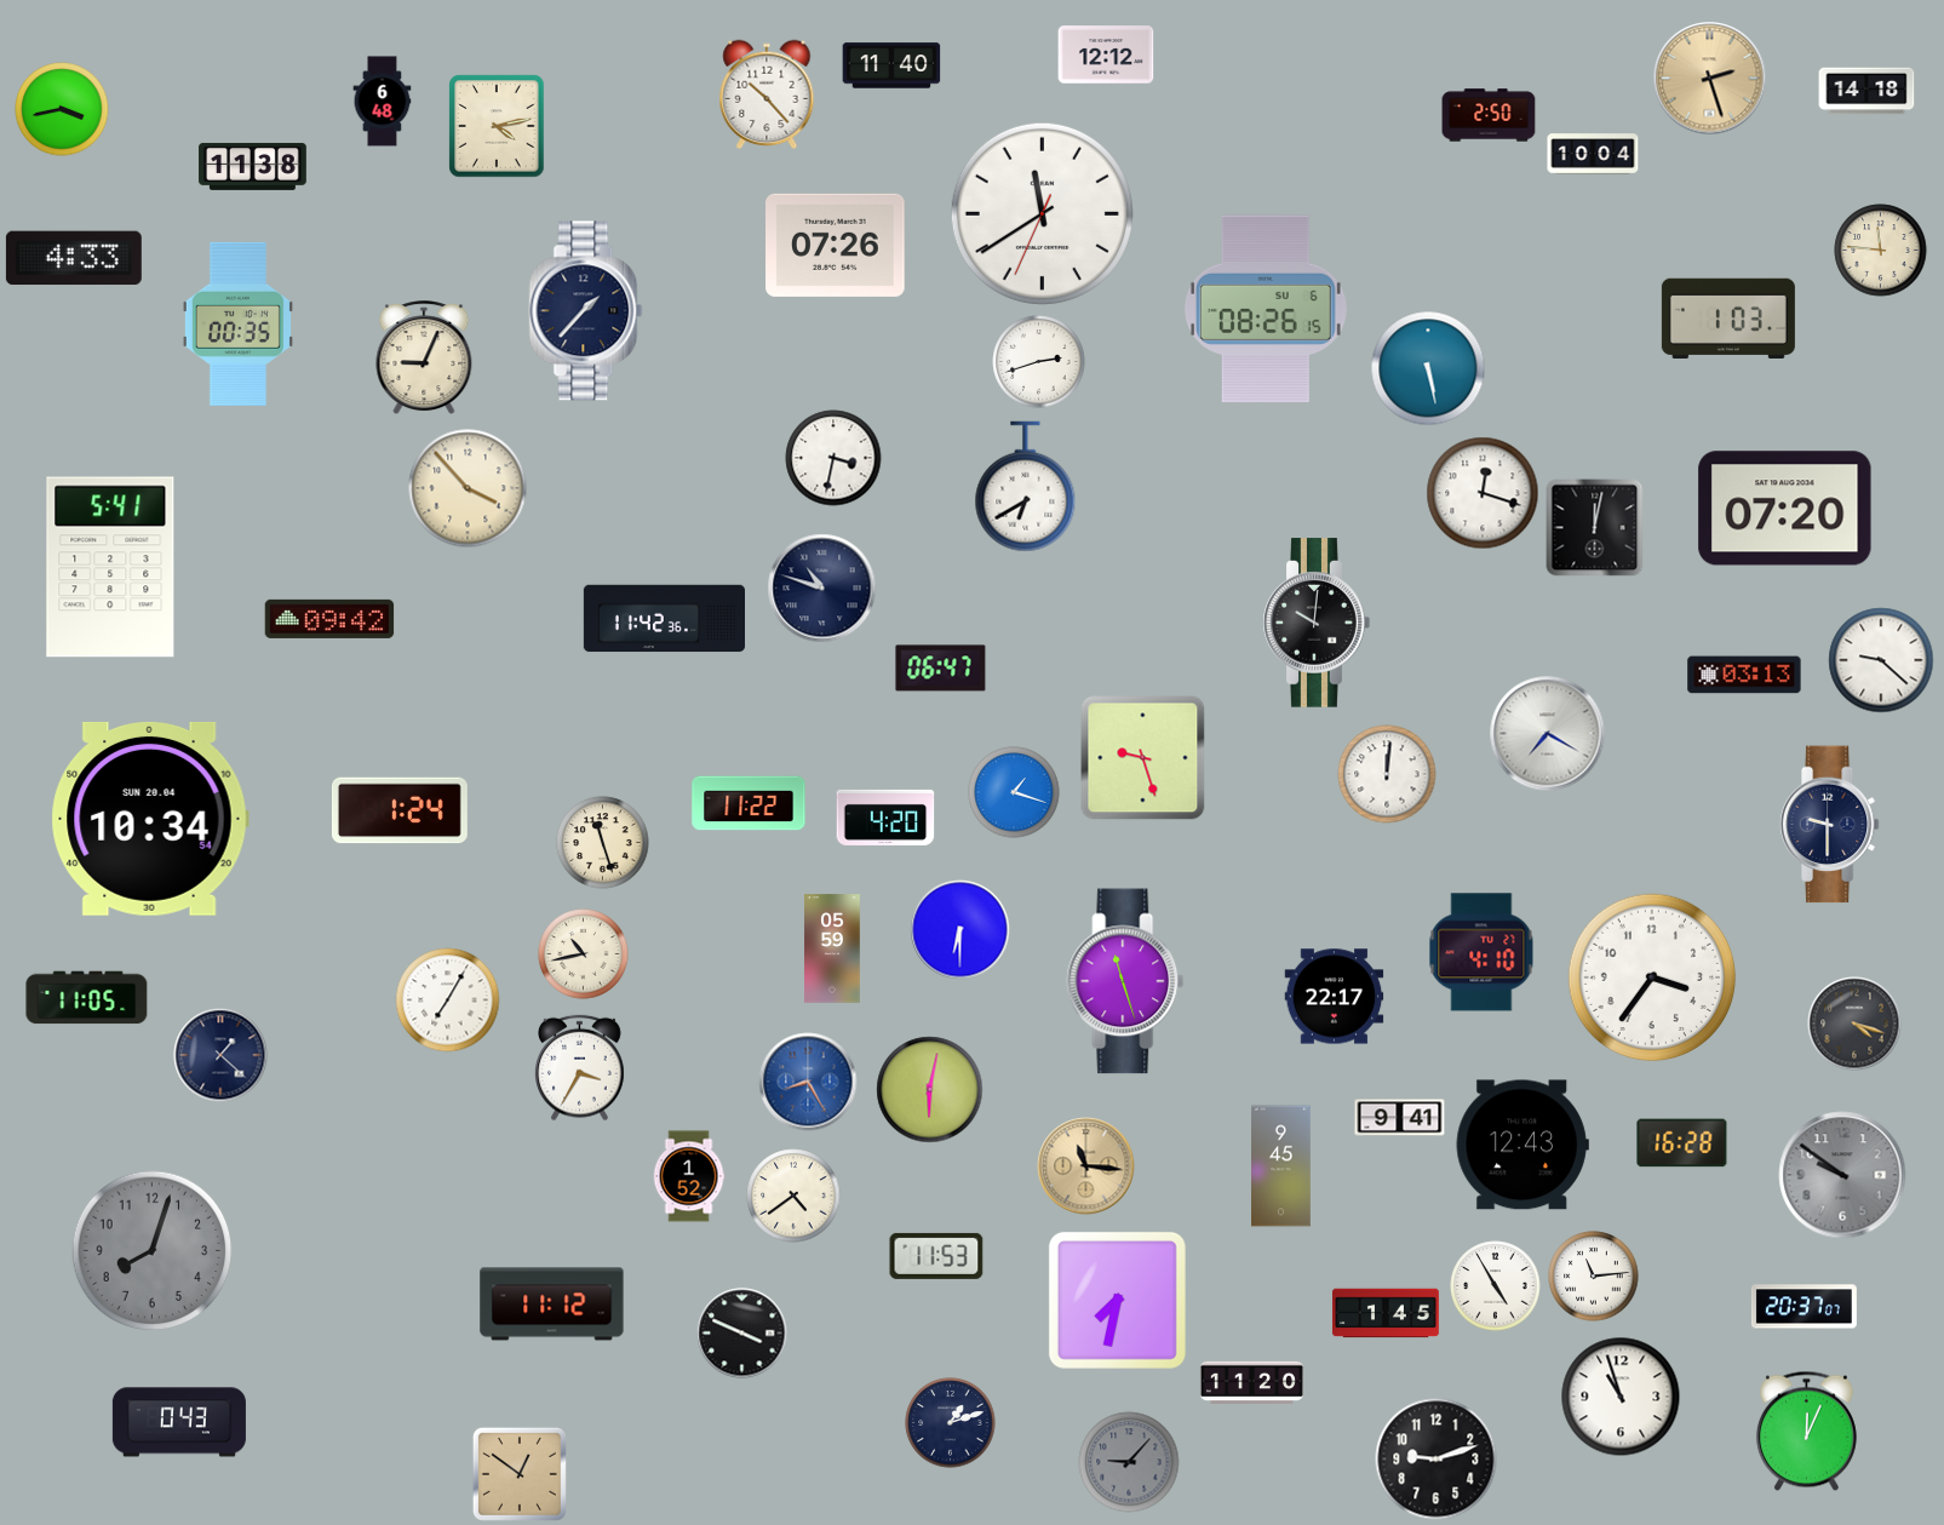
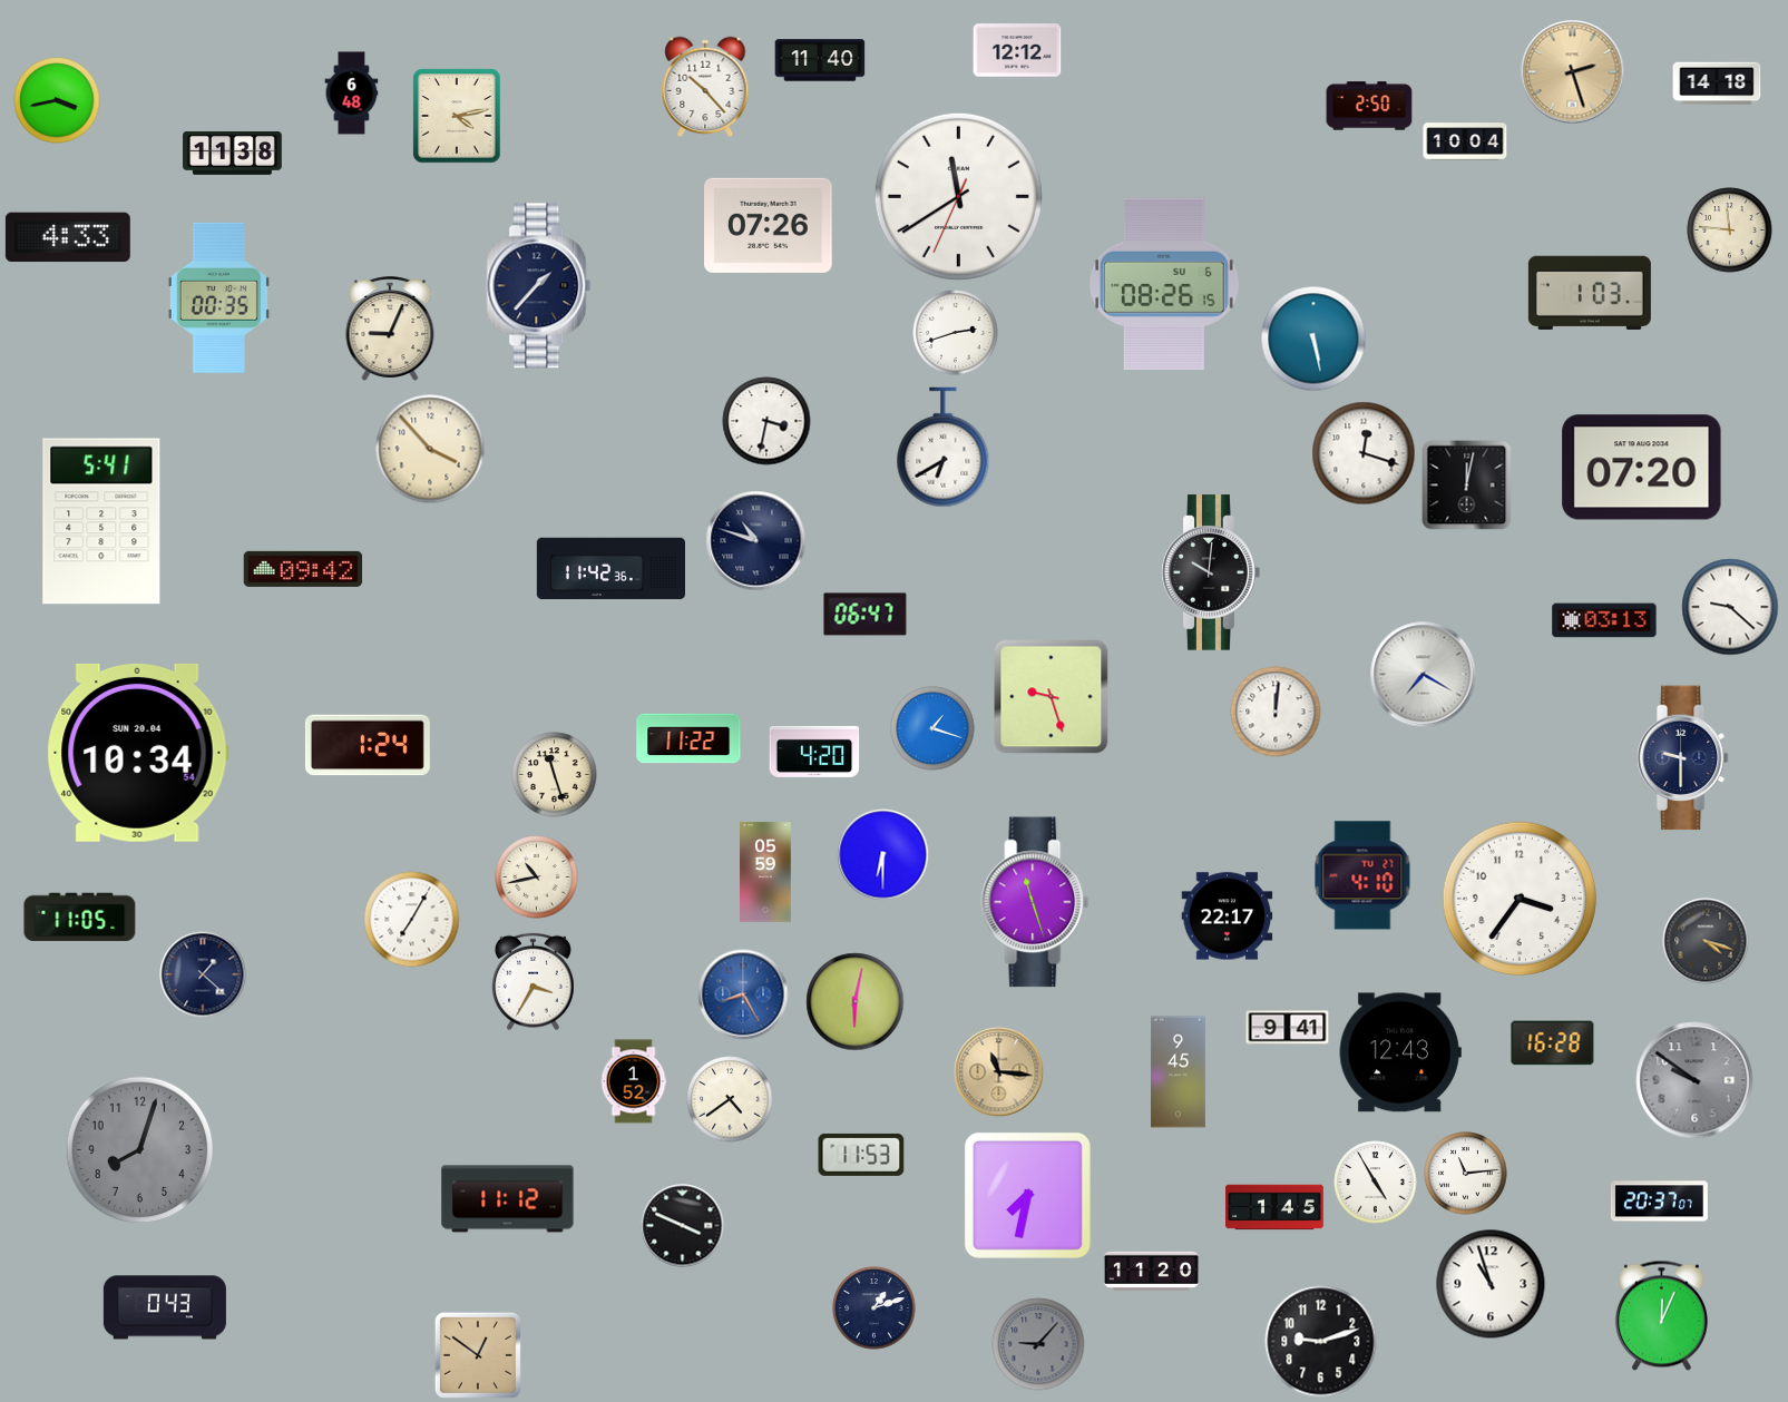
clock at (220, 1055) position: (220, 1055) -> (203, 974)
clock at (1682, 1143) position: (1682, 1143) -> (1553, 1043)
